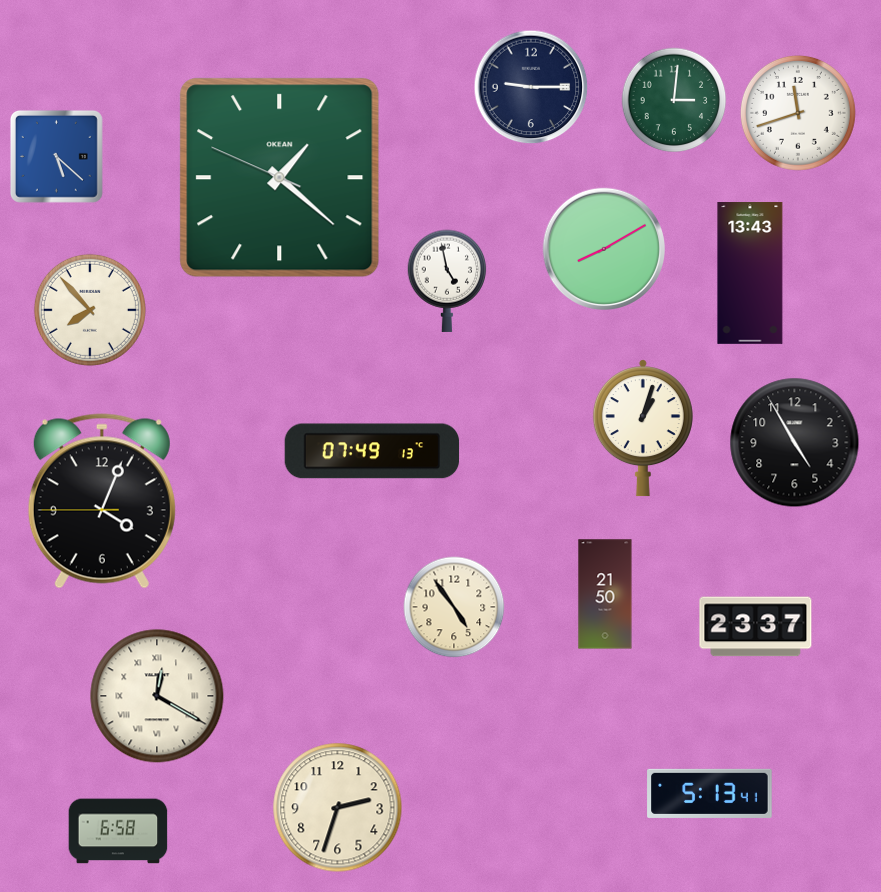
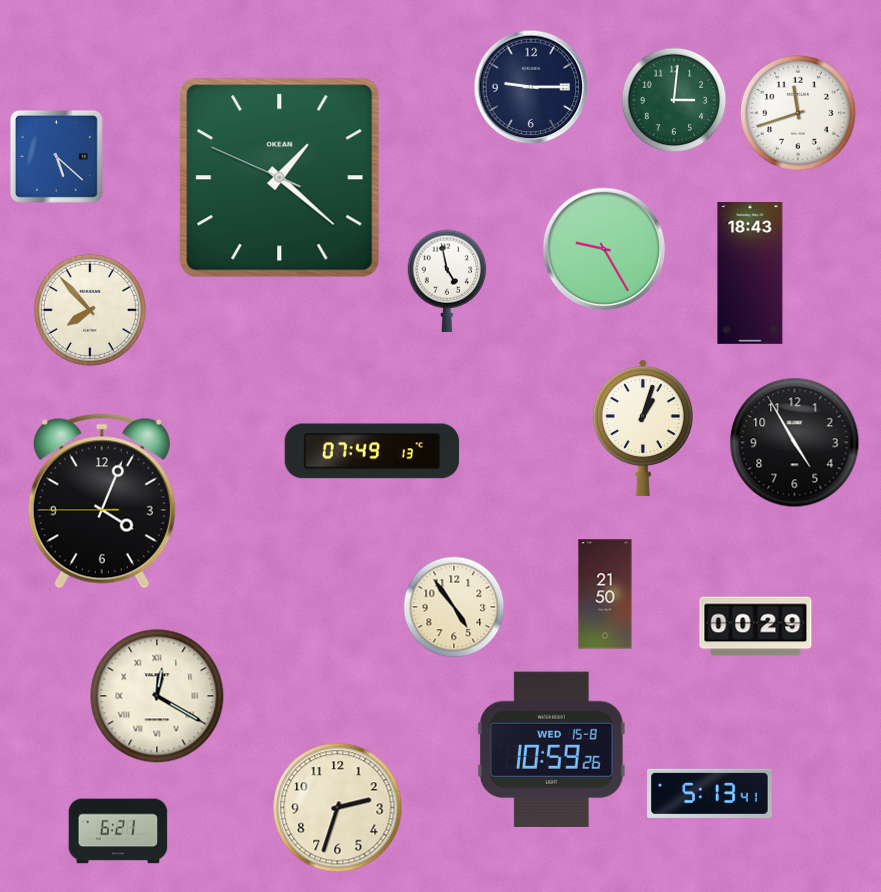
clock at (603, 248): 8:10 -> 9:25
clock at (750, 274): 13:43 -> 18:43
clock at (756, 627): 23:37 -> 00:29
clock at (552, 749): none -> 10:59
clock at (118, 831): 6:58 -> 6:21
